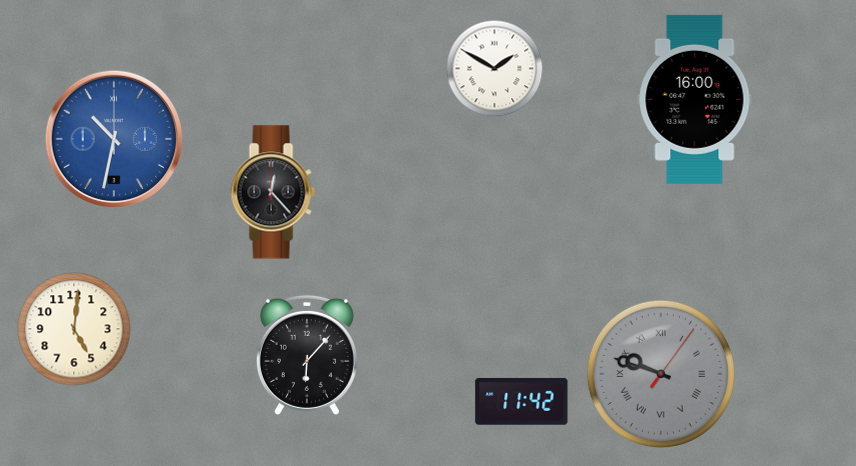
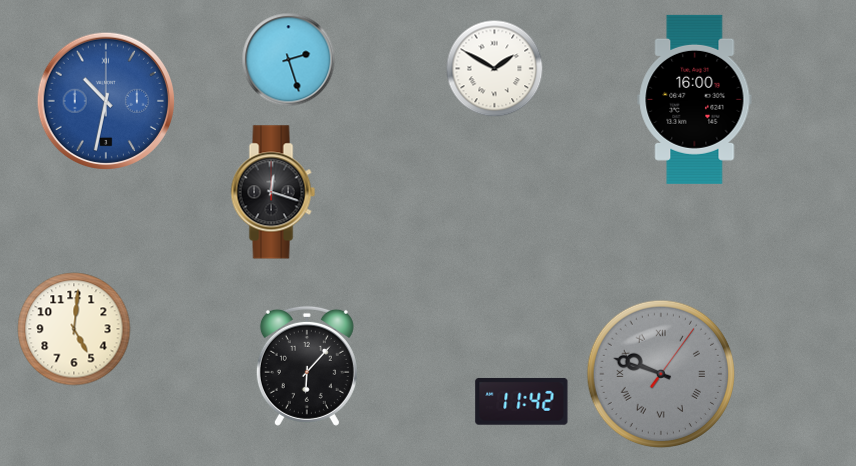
clock at (289, 60): none -> 2:27
clock at (113, 138) position: (113, 138) -> (105, 100)
clock at (273, 192): 12:23 -> 12:18
clock at (307, 355) position: (307, 355) -> (307, 366)
